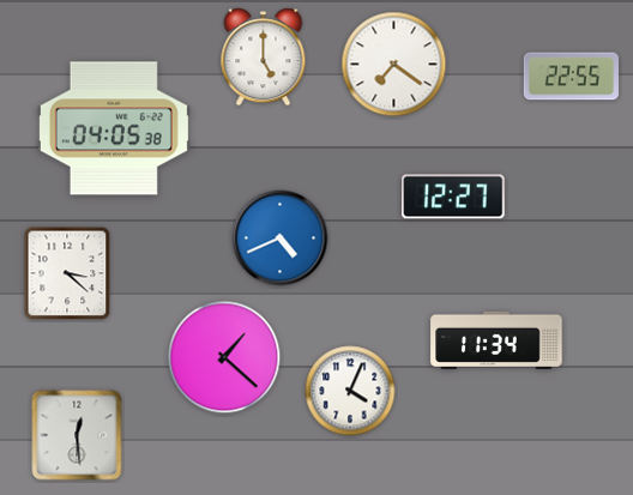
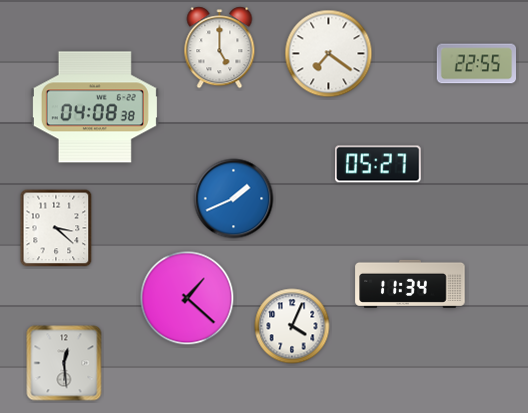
clock at (114, 128): 04:05 -> 04:08
clock at (454, 197): 12:27 -> 05:27
clock at (281, 239): 4:41 -> 1:41
clock at (496, 340) position: (496, 340) -> (410, 284)
